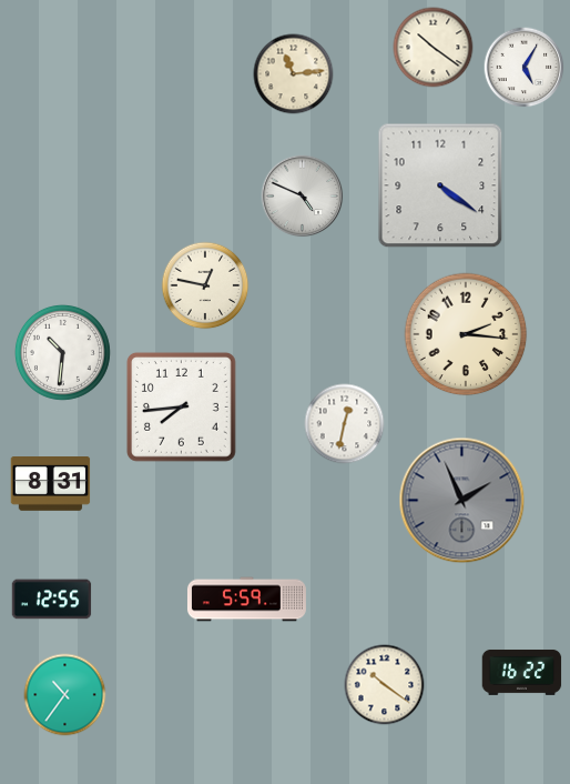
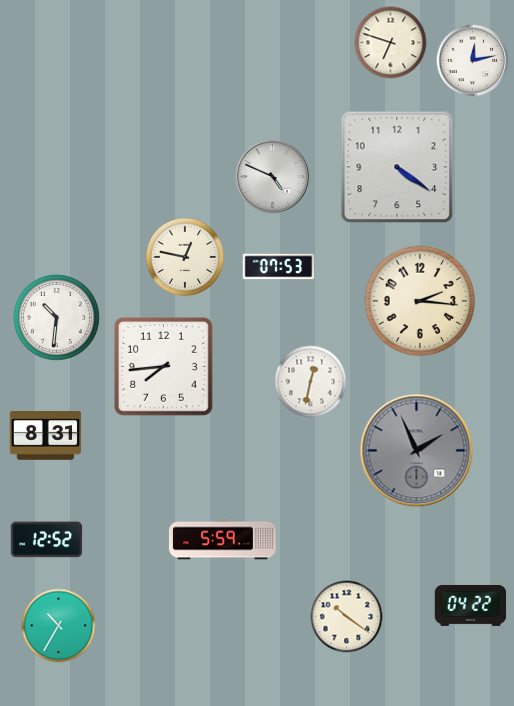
clock at (434, 48): 10:21 -> 6:48
clock at (525, 68): 5:05 -> 12:13
clock at (294, 74): 11:14 -> none
clock at (279, 267): none -> 07:53
clock at (52, 600): 12:55 -> 12:52
clock at (522, 672): 16:22 -> 04:22
clock at (65, 695): 10:36 -> 10:35
